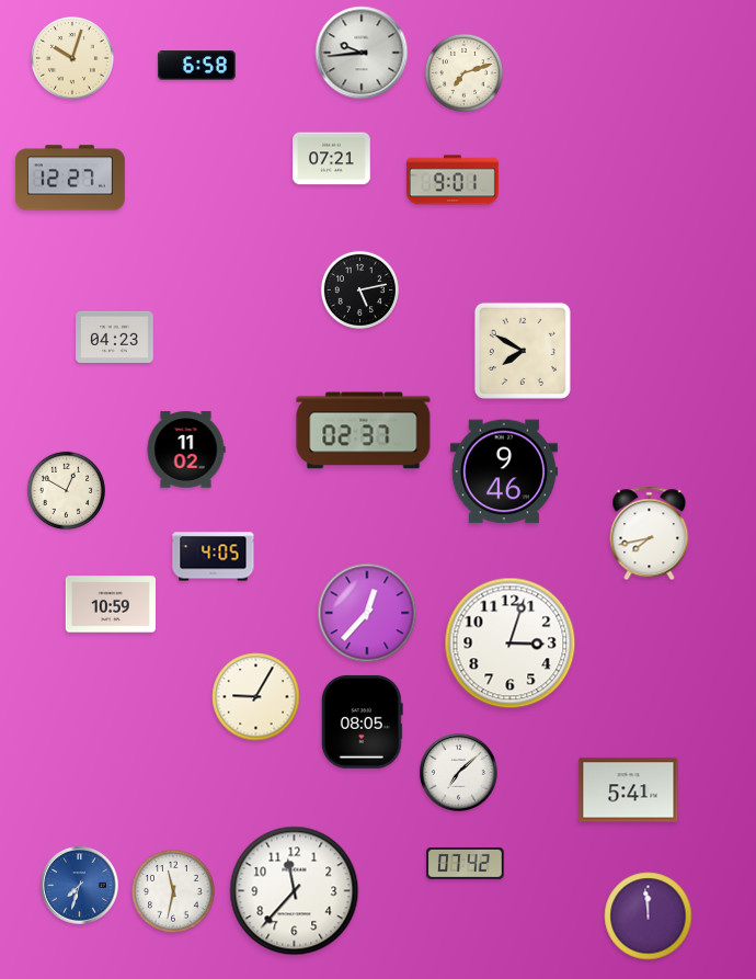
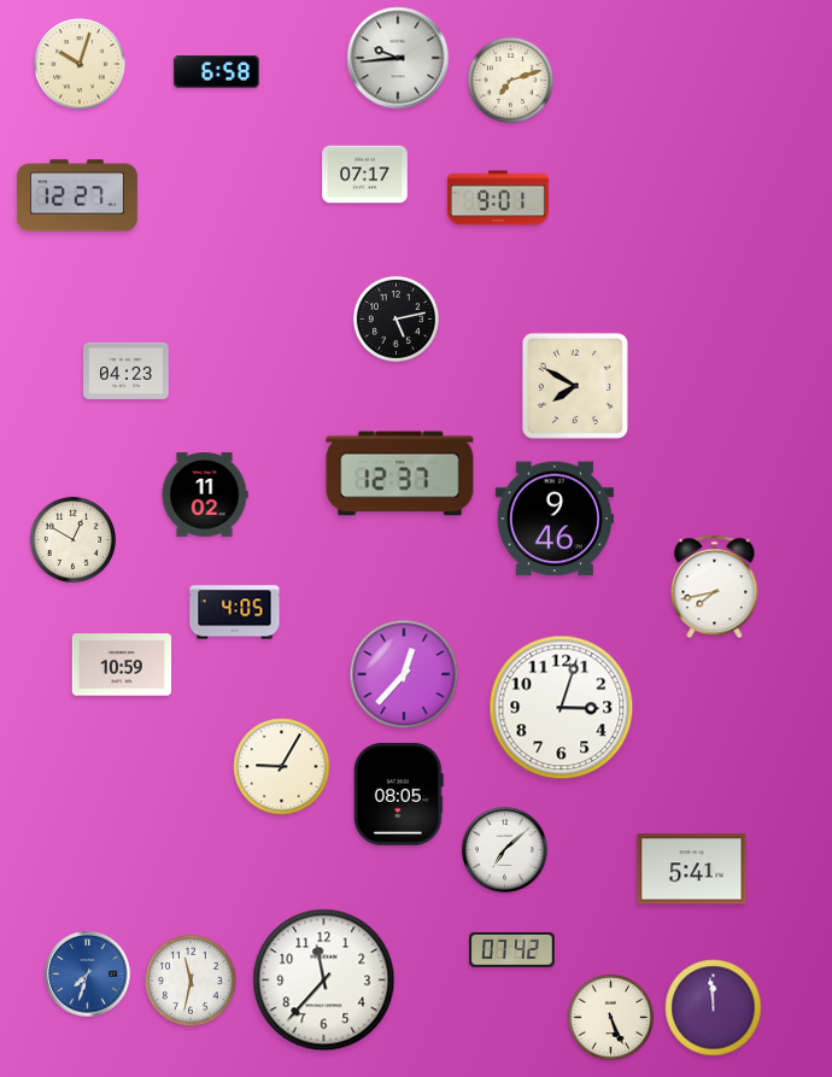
clock at (332, 159): 07:21 -> 07:17
clock at (364, 431): 02:37 -> 12:37
clock at (610, 1017): none -> 5:26
